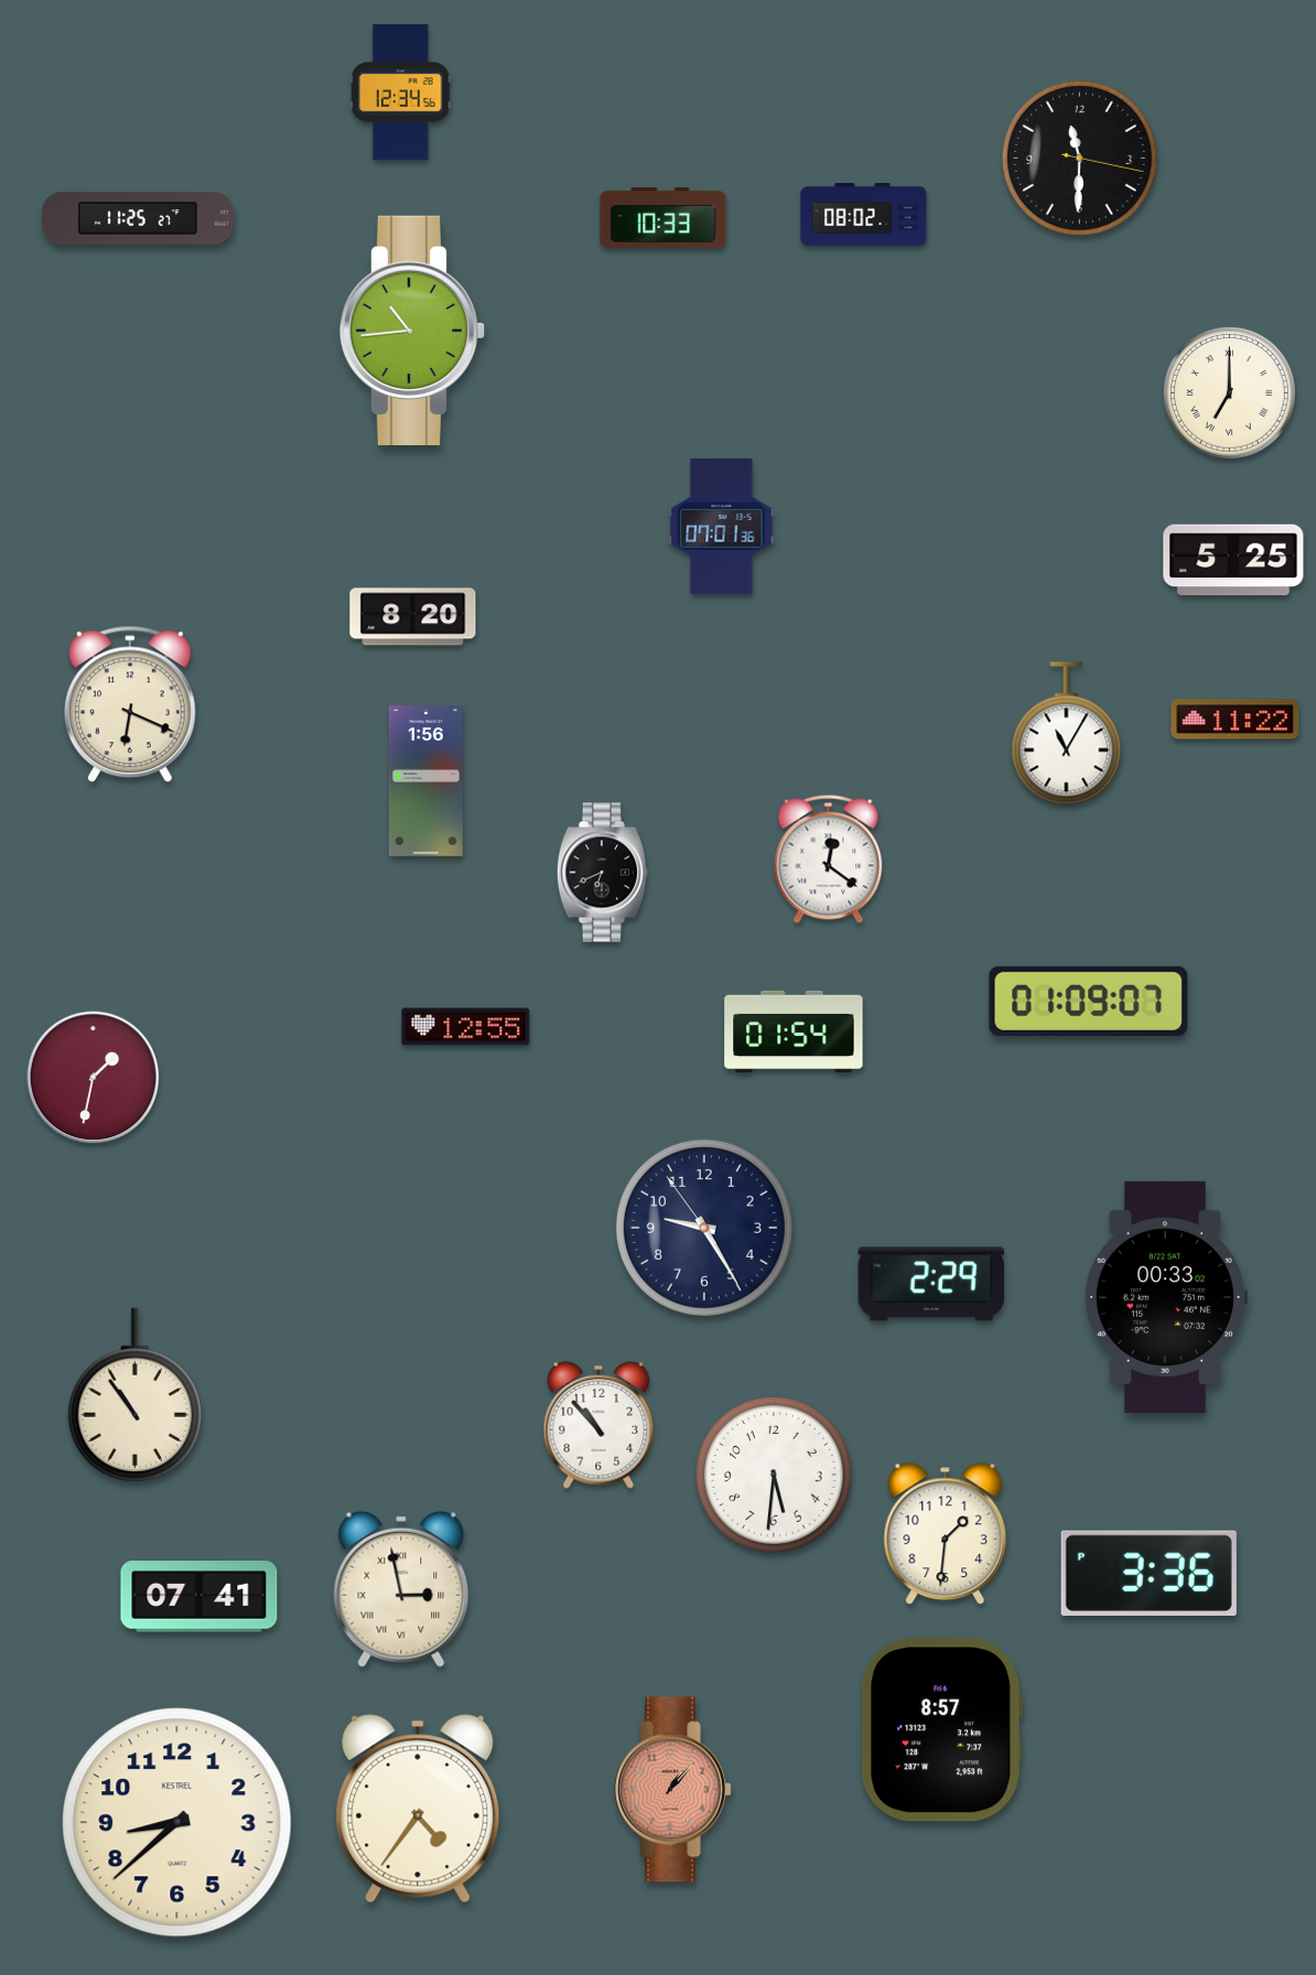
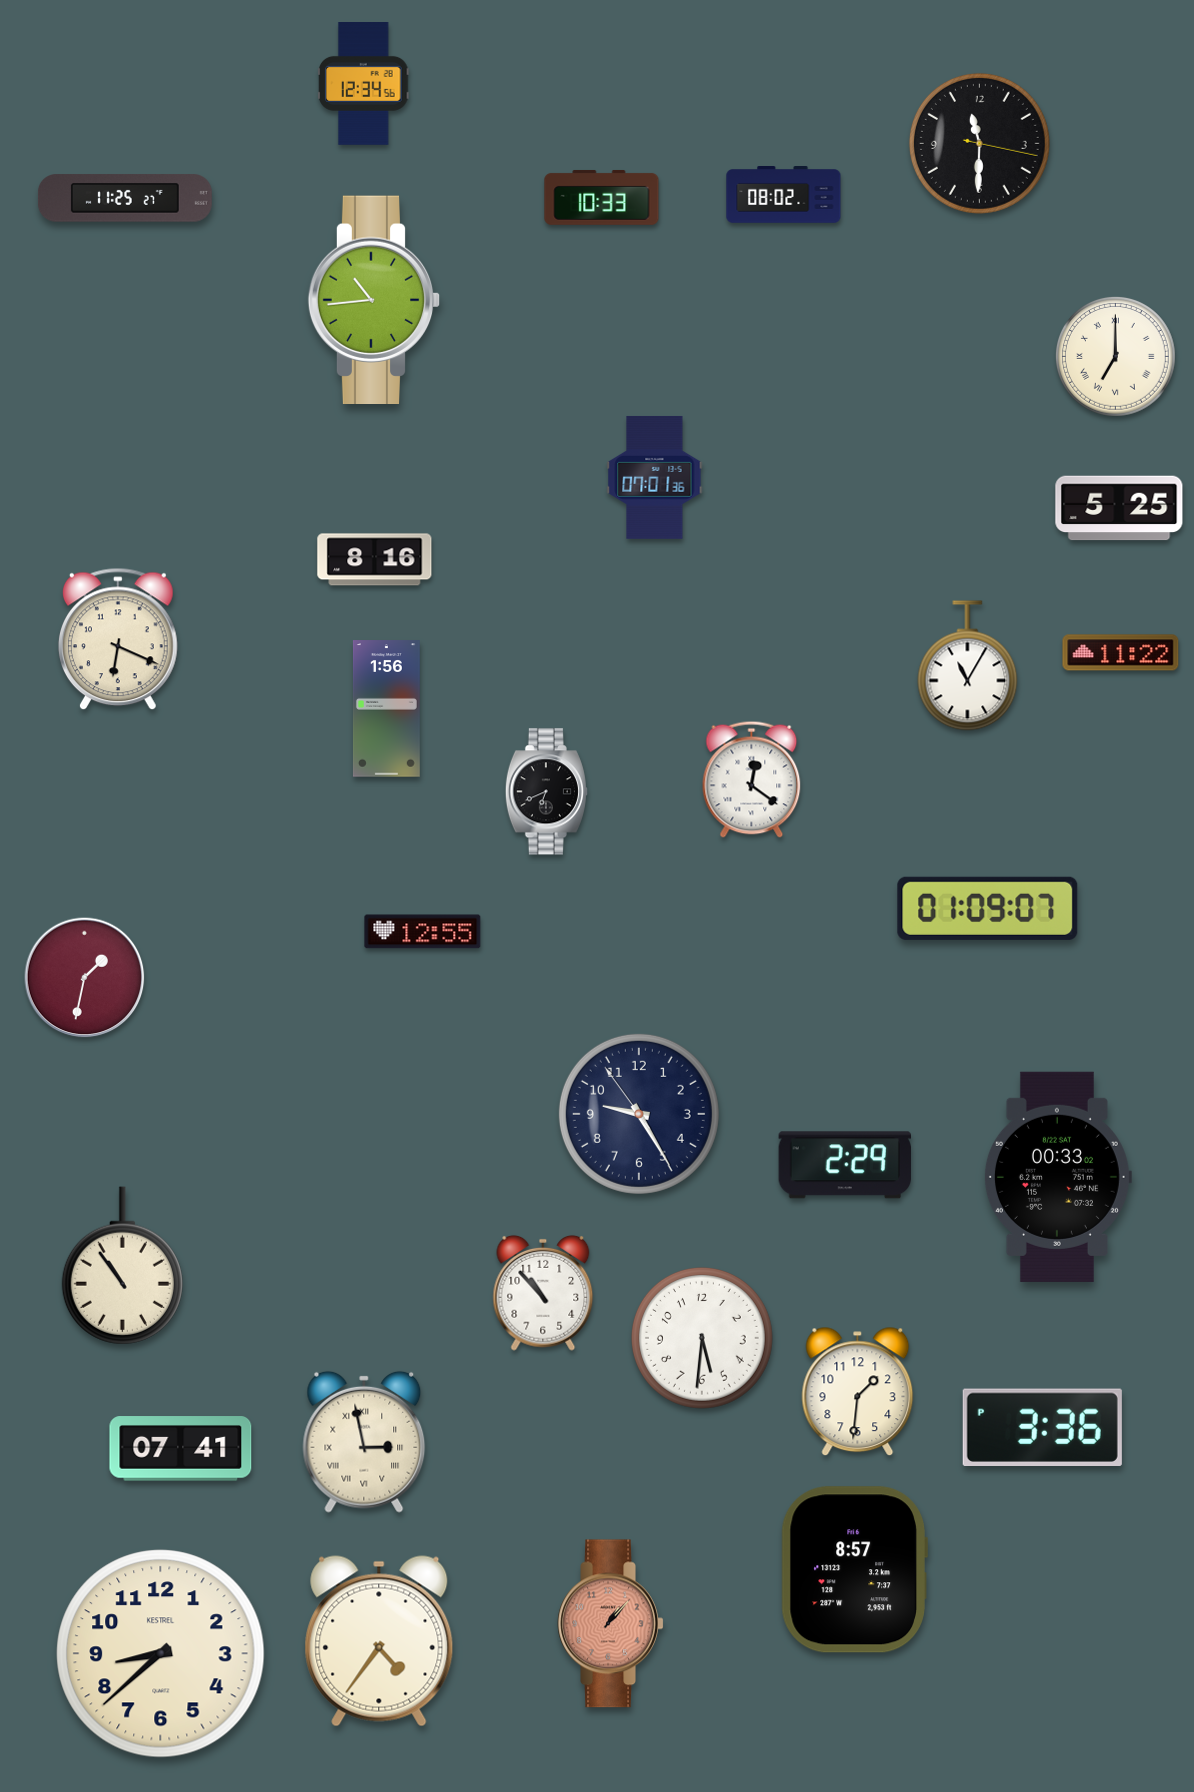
clock at (413, 617): 8:20 -> 8:16
clock at (794, 1030): 01:54 -> none
